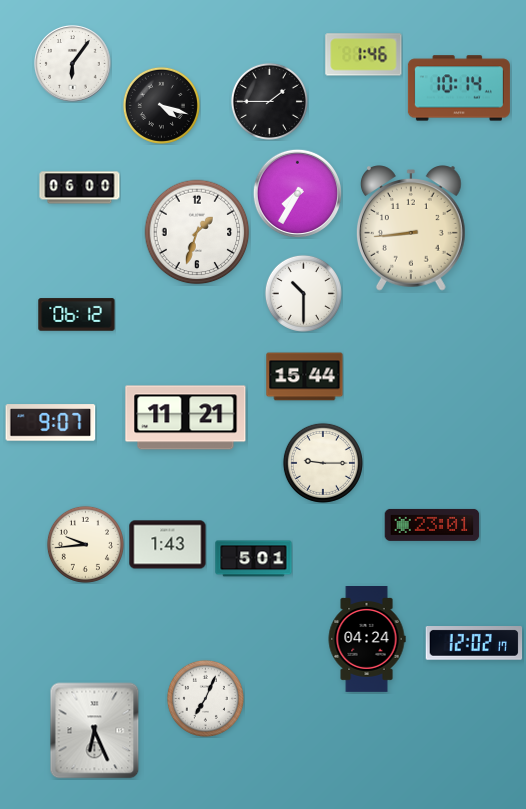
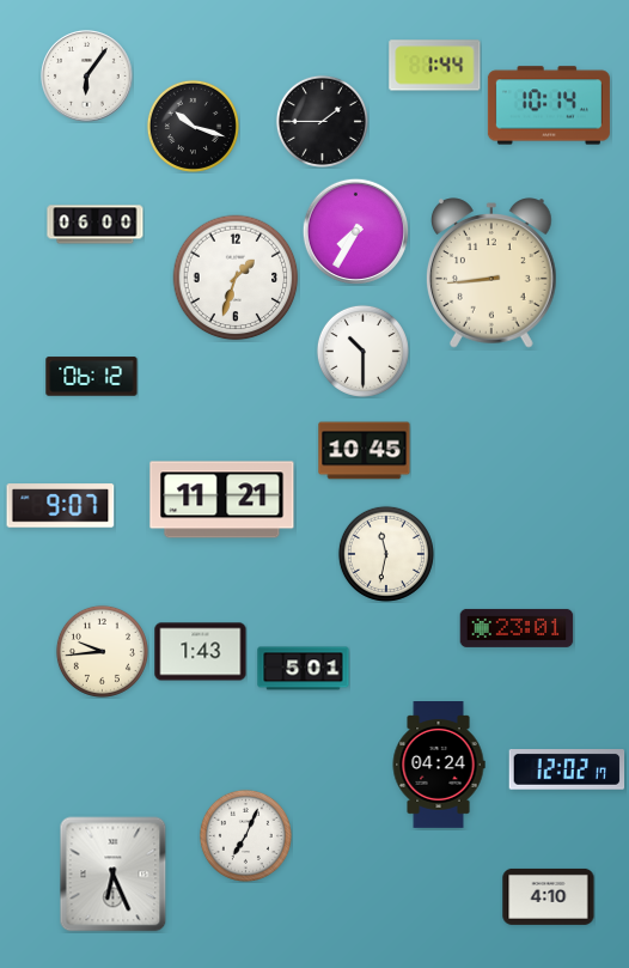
clock at (364, 55): 1:46 -> 1:44
clock at (161, 105): 4:18 -> 10:18
clock at (305, 377): 15:44 -> 10:45
clock at (323, 463): 9:15 -> 11:32
clock at (549, 896): none -> 4:10
